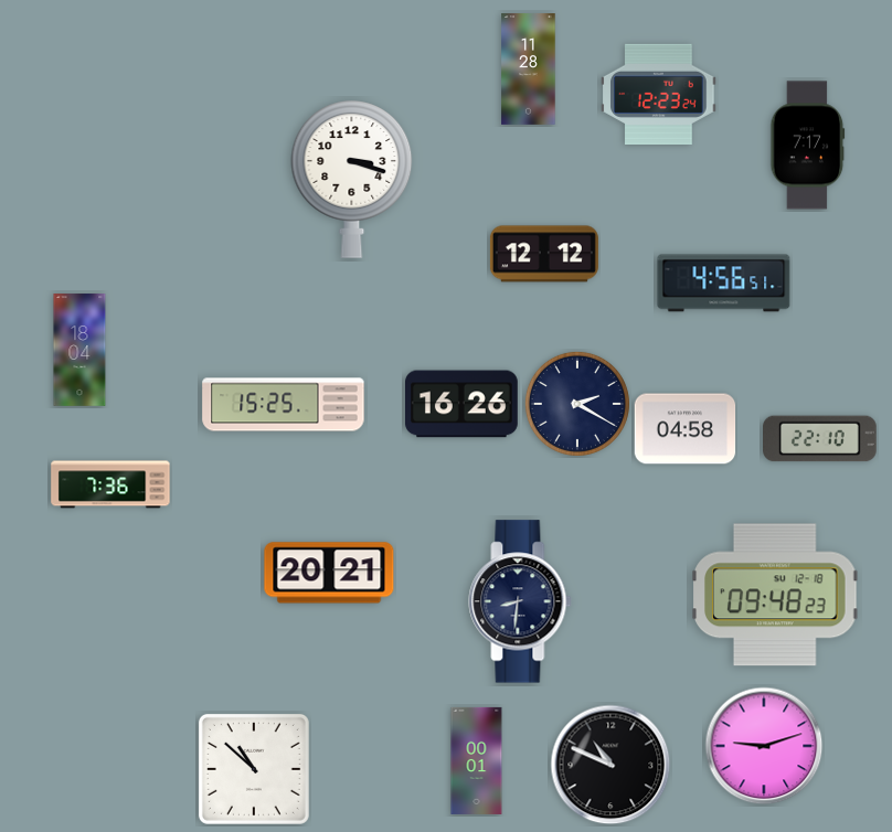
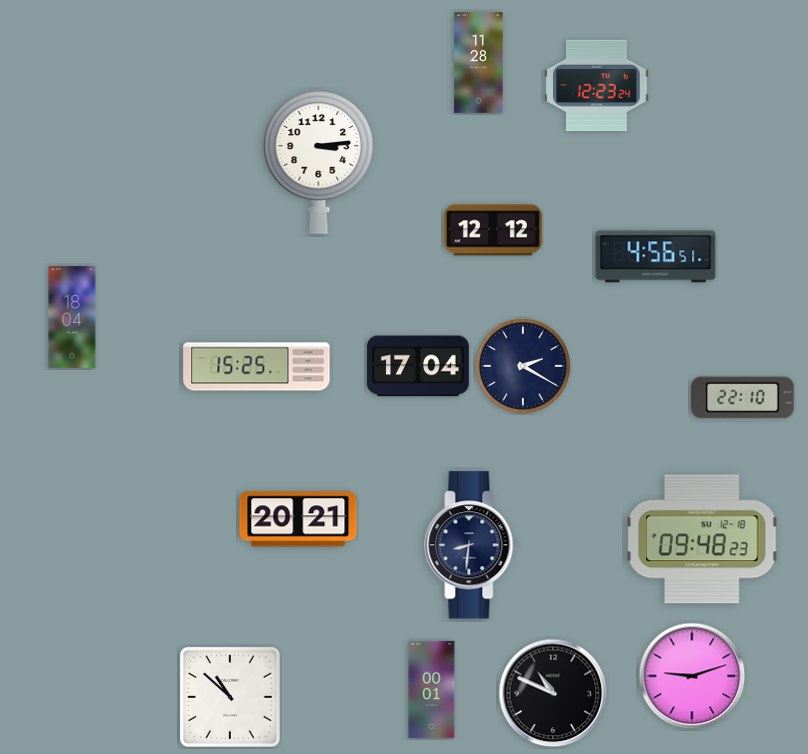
clock at (808, 146): 7:17 -> none
clock at (352, 179): 3:18 -> 3:14
clock at (463, 404): 16:26 -> 17:04
clock at (686, 429): 04:58 -> none
clock at (110, 484): 7:36 -> none
